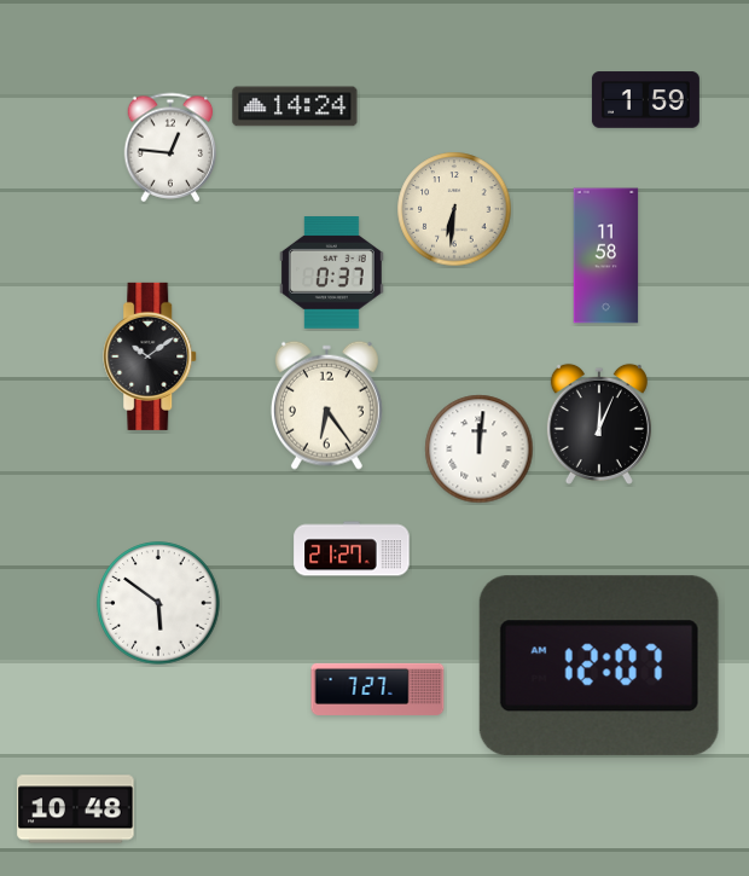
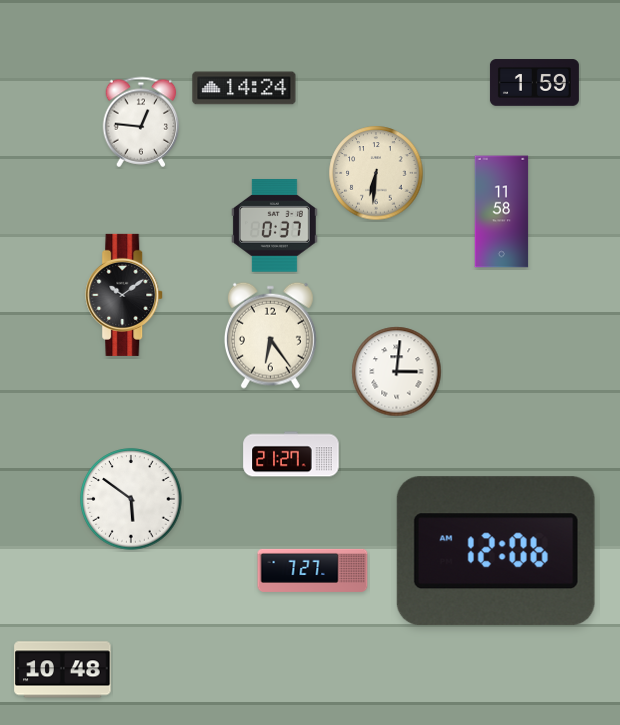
clock at (599, 424): 12:04 -> none
clock at (480, 449): 12:01 -> 3:01
clock at (599, 666): 12:07 -> 12:06
